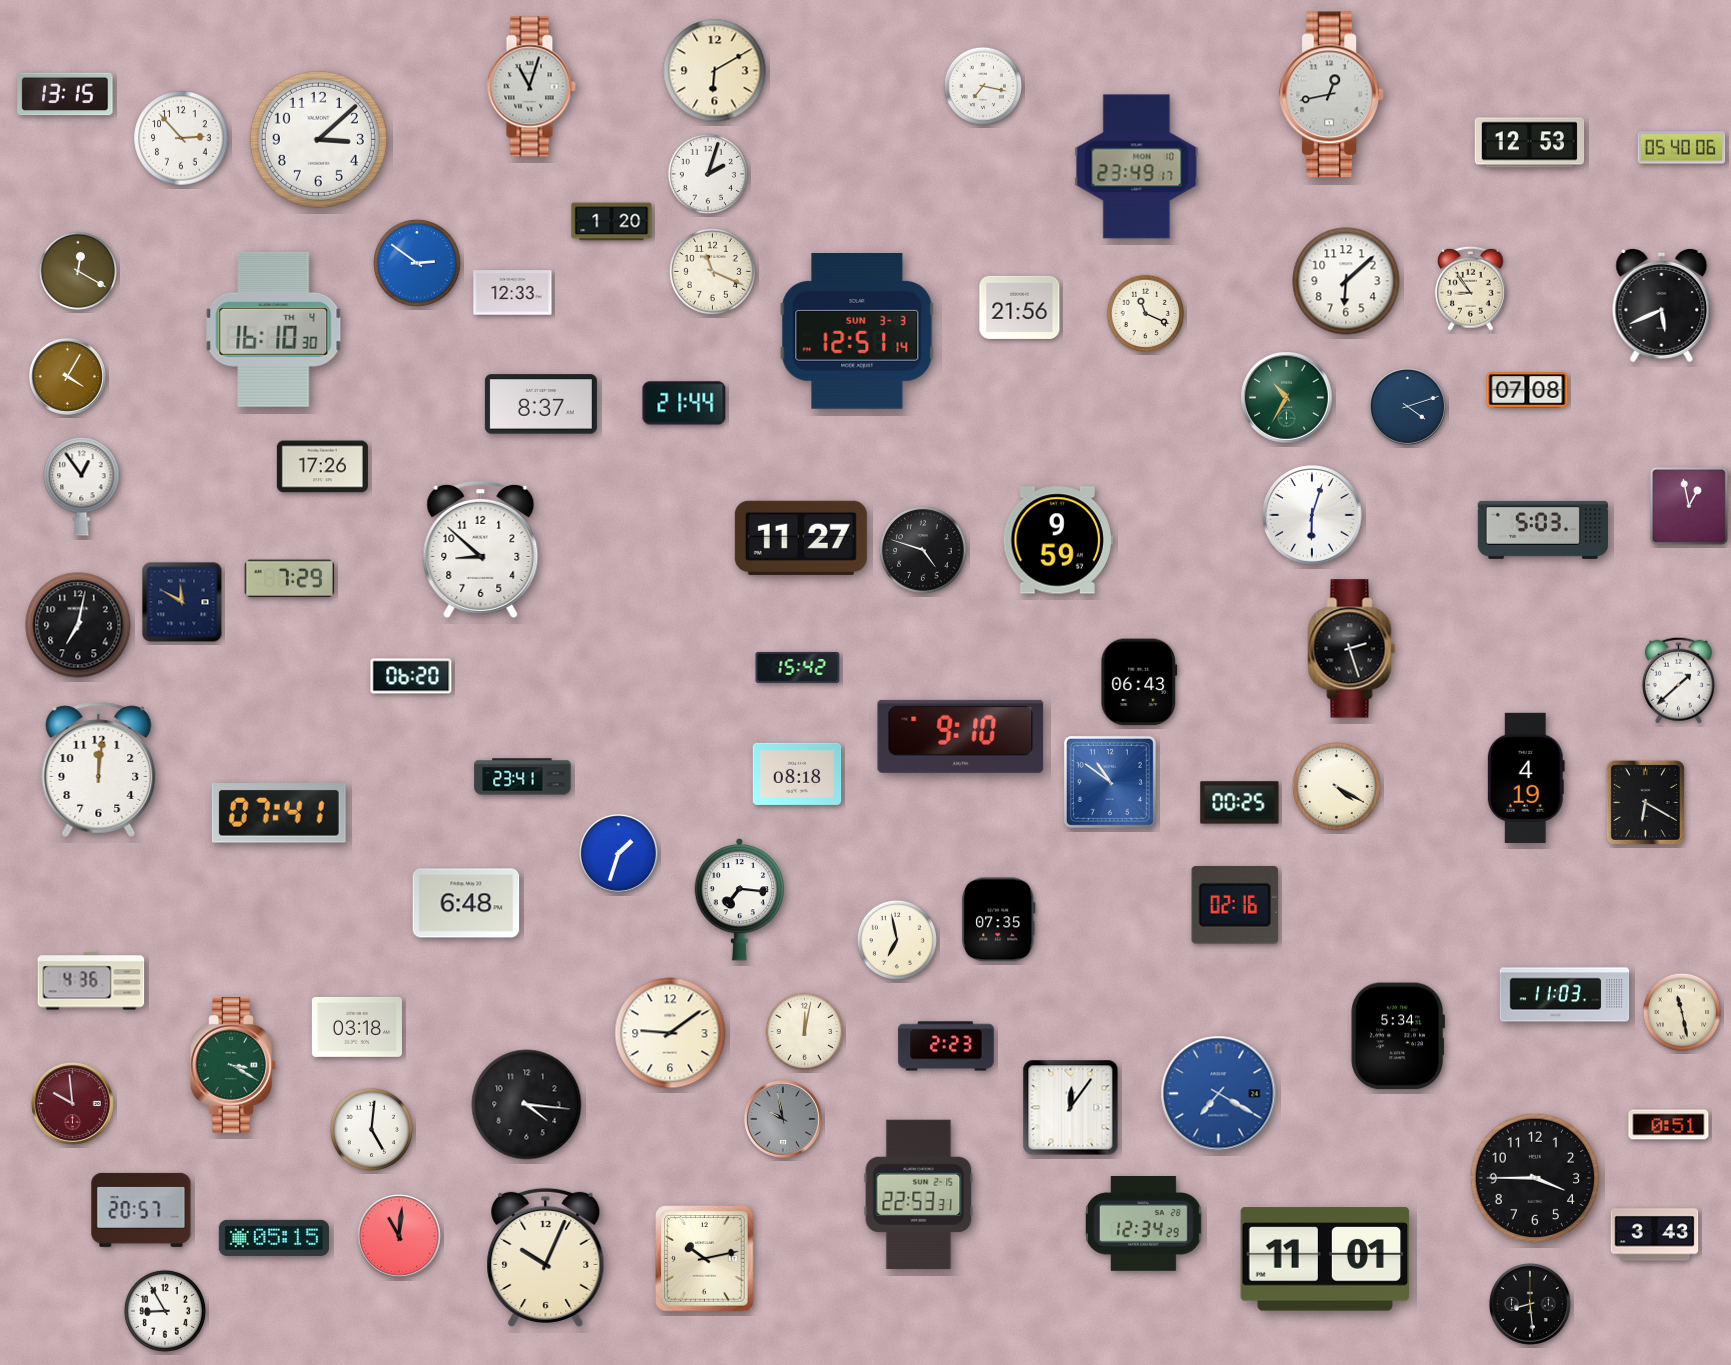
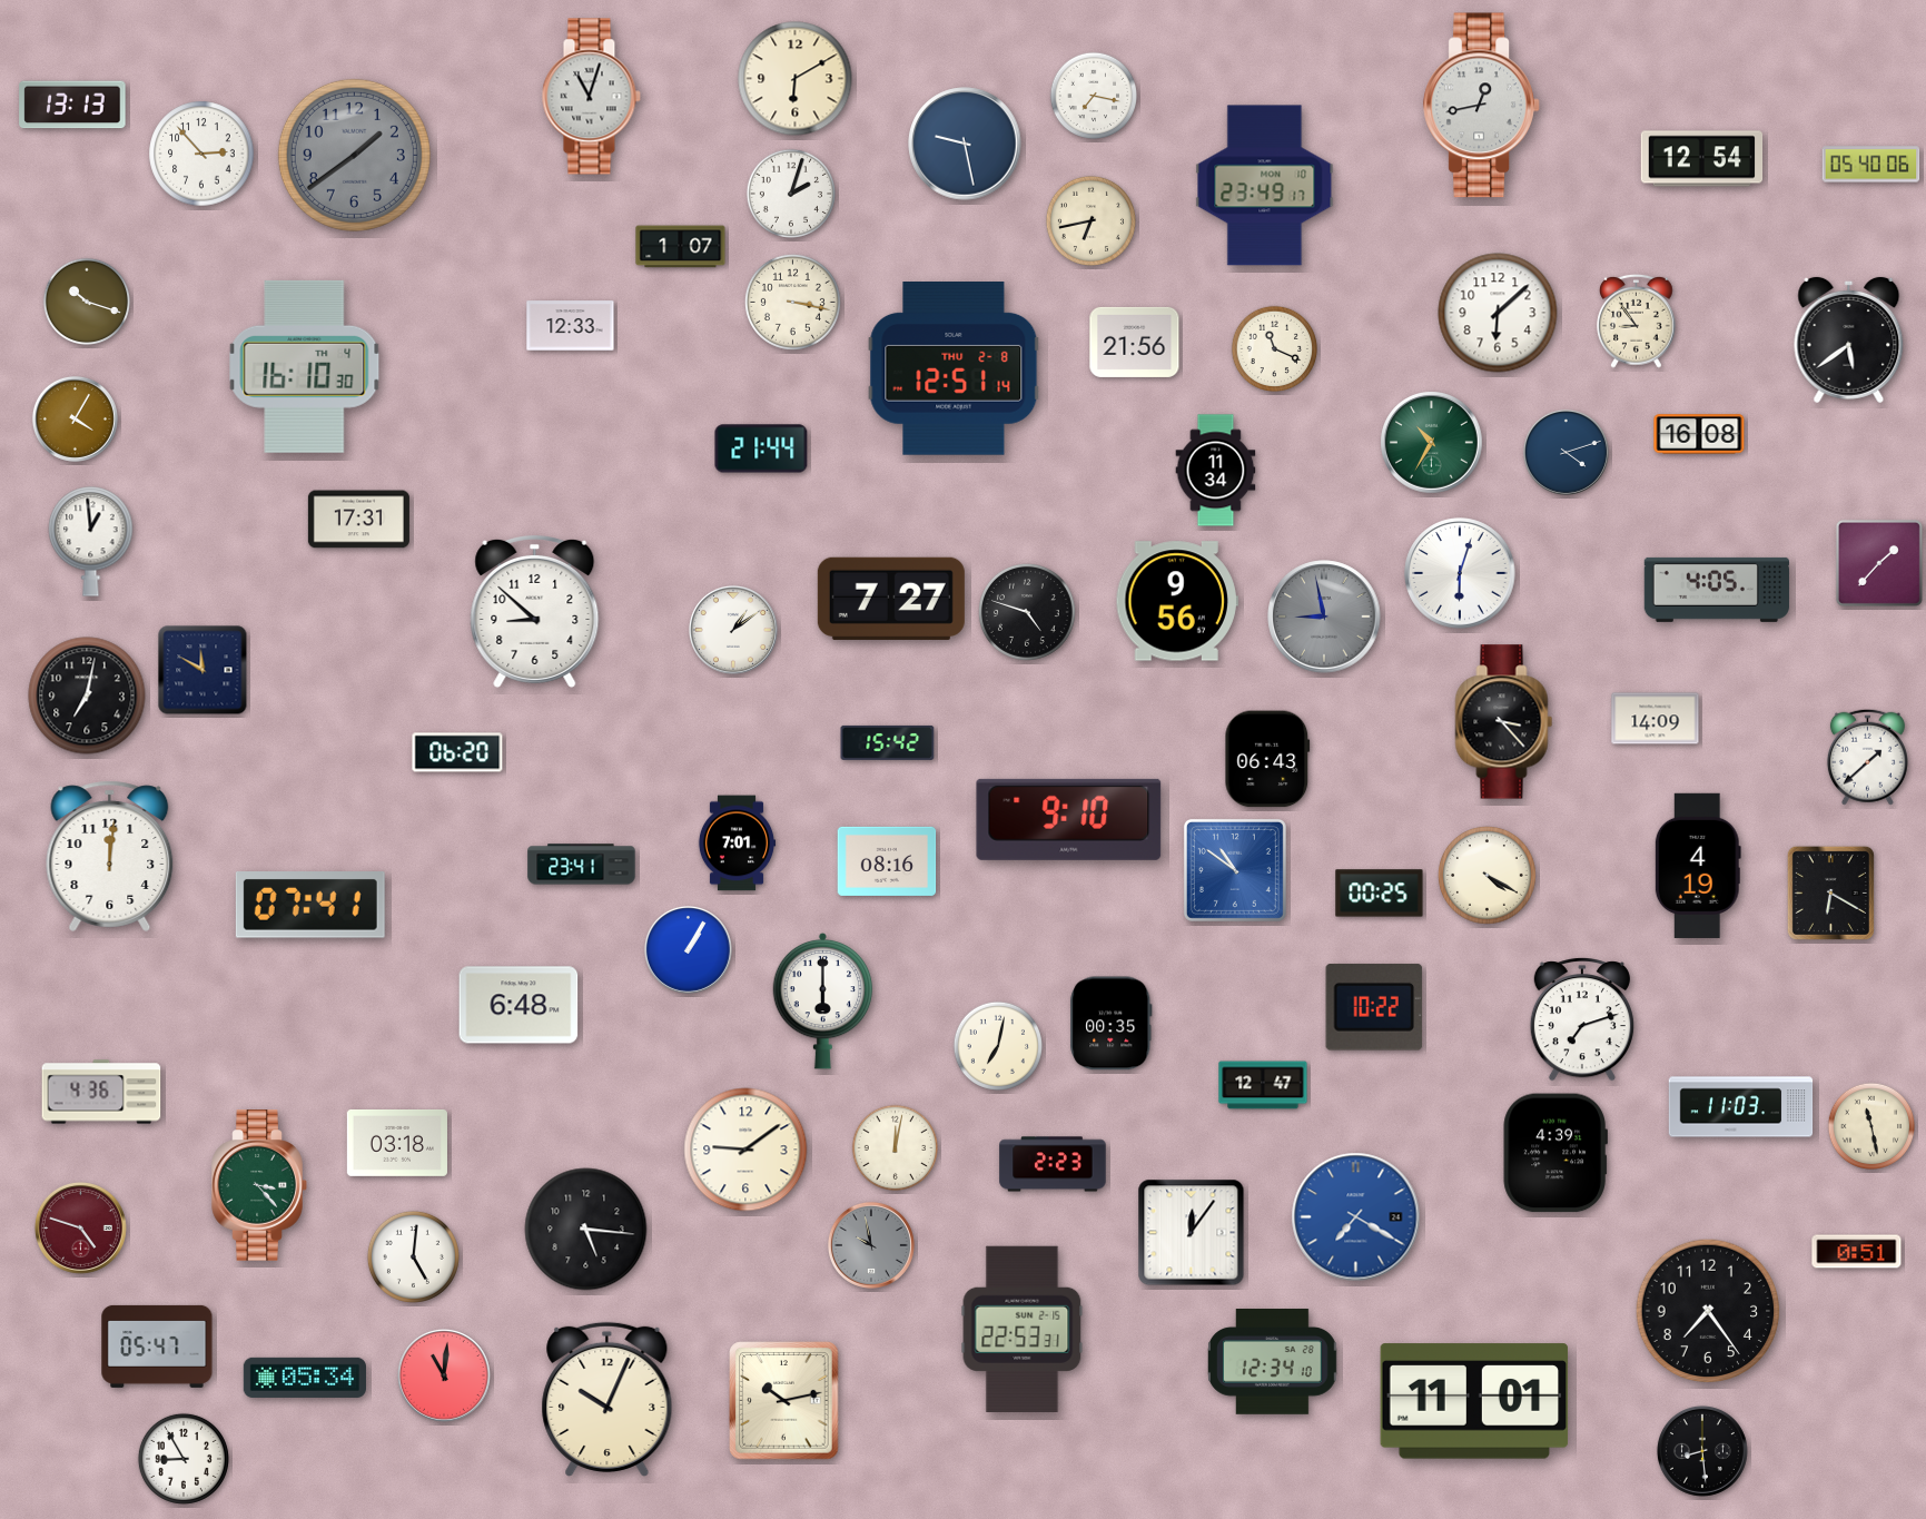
clock at (65, 94): 13:15 -> 13:13
clock at (965, 144): none -> 9:28
clock at (318, 139): 3:08 -> 1:39
clock at (318, 139) dial: white -> grey
clock at (1530, 143): 12:53 -> 12:54
clock at (708, 174) position: (708, 174) -> (791, 194)
clock at (1090, 220): none -> 6:43
clock at (612, 222): 1:20 -> 1:07
clock at (417, 263): 2:51 -> none
clock at (78, 271): 12:20 -> 10:18
clock at (712, 271): 11:19 -> 3:17
clock at (1662, 305): 5:41 -> 5:39
clock at (857, 332) date: SUN 3-3 -> THU 2-8
clock at (1527, 390): 07:08 -> 16:08
clock at (541, 404): 8:37 -> none
clock at (1216, 471): none -> 11:34
clock at (322, 467): 17:26 -> 17:31
clock at (82, 487): 12:54 -> 12:59
clock at (1689, 506): 12:58 -> 1:37
clock at (1543, 530): 5:03 -> 4:05
clock at (801, 538): 11:27 -> 7:27
clock at (1058, 540): 9:59 -> 9:56
clock at (1324, 617): none -> 8:58
clock at (733, 630): none -> 1:09
clock at (289, 579): 7:29 -> none
clock at (1656, 719): none -> 14:09
clock at (1352, 649): 2:27 -> 3:23
clock at (737, 844): none -> 7:01
clock at (797, 774): 08:18 -> 08:16
clock at (618, 853): 1:33 -> 1:05
clock at (740, 899): 7:16 -> 6:00
clock at (1235, 905): 02:16 -> 10:22
clock at (1582, 1020): none -> 7:12
clock at (999, 920): 07:35 -> 00:35
clock at (897, 940): 6:58 -> 7:02
clock at (1263, 1085): none -> 12:47
clock at (1398, 1036): 5:34 -> 4:39
clock at (233, 1065): 3:20 -> 3:23
clock at (72, 1103): 9:59 -> 4:48
clock at (527, 1105): 4:16 -> 5:16
clock at (1535, 1178): 3:45 -> 7:24
clock at (141, 1210): 20:57 -> 05:47
clock at (1144, 1224): 12:34:29 -> 12:34:10
clock at (1655, 1235): 3:43 -> none
clock at (274, 1238): 05:15 -> 05:34
